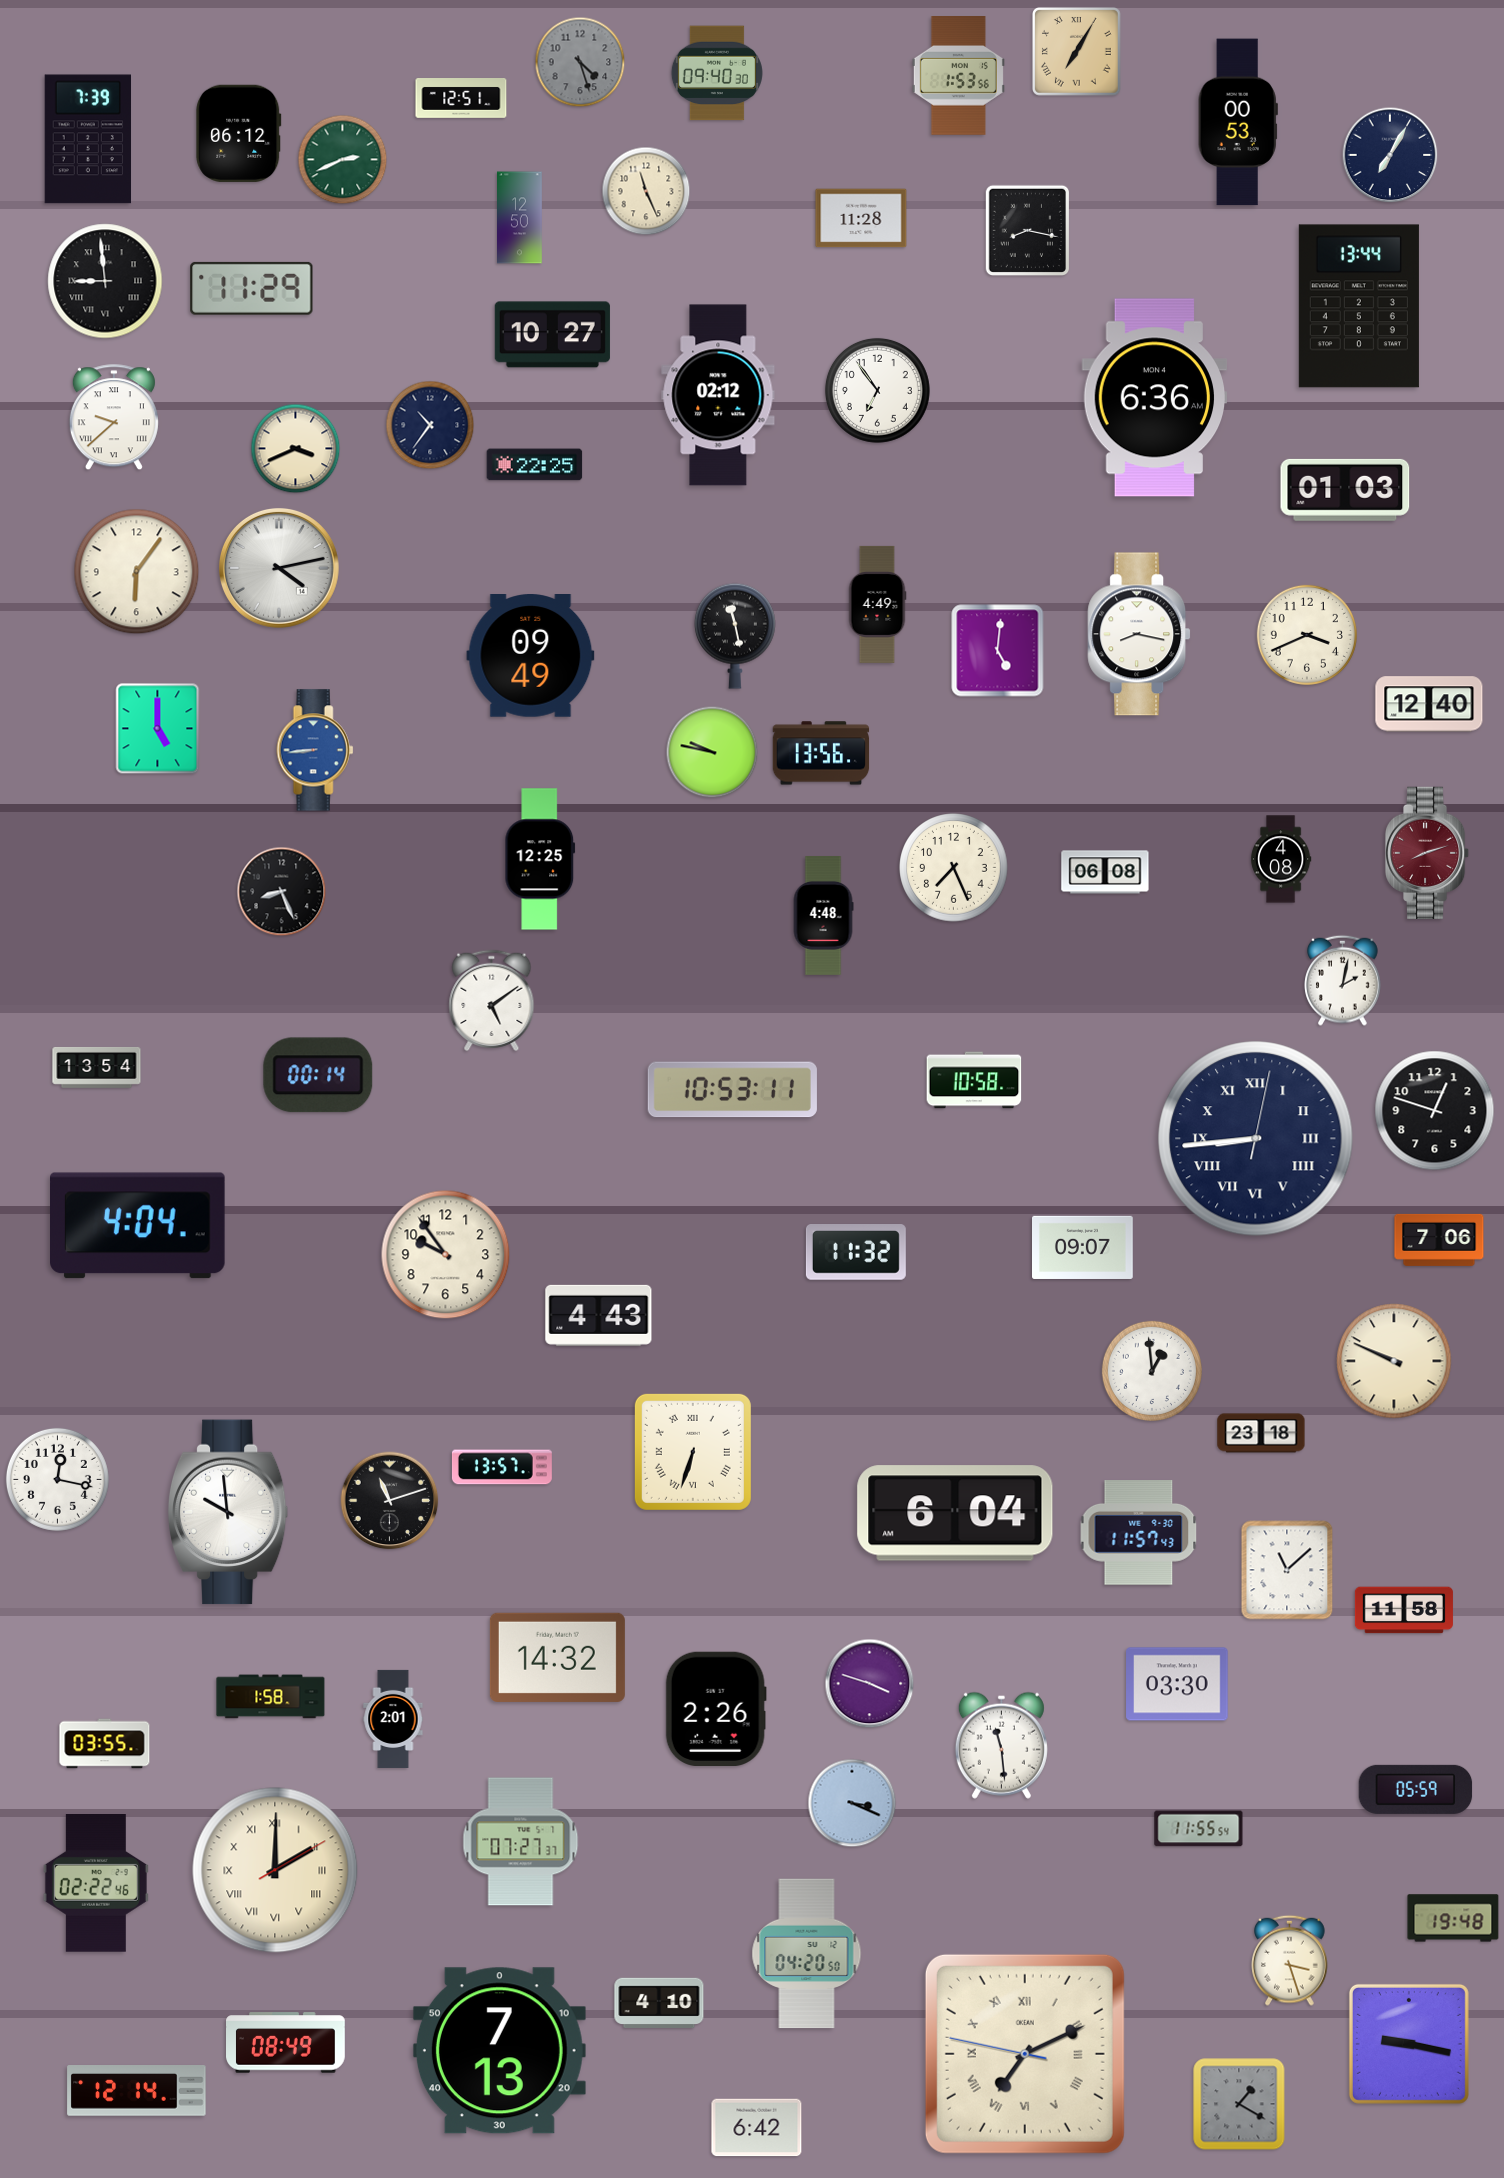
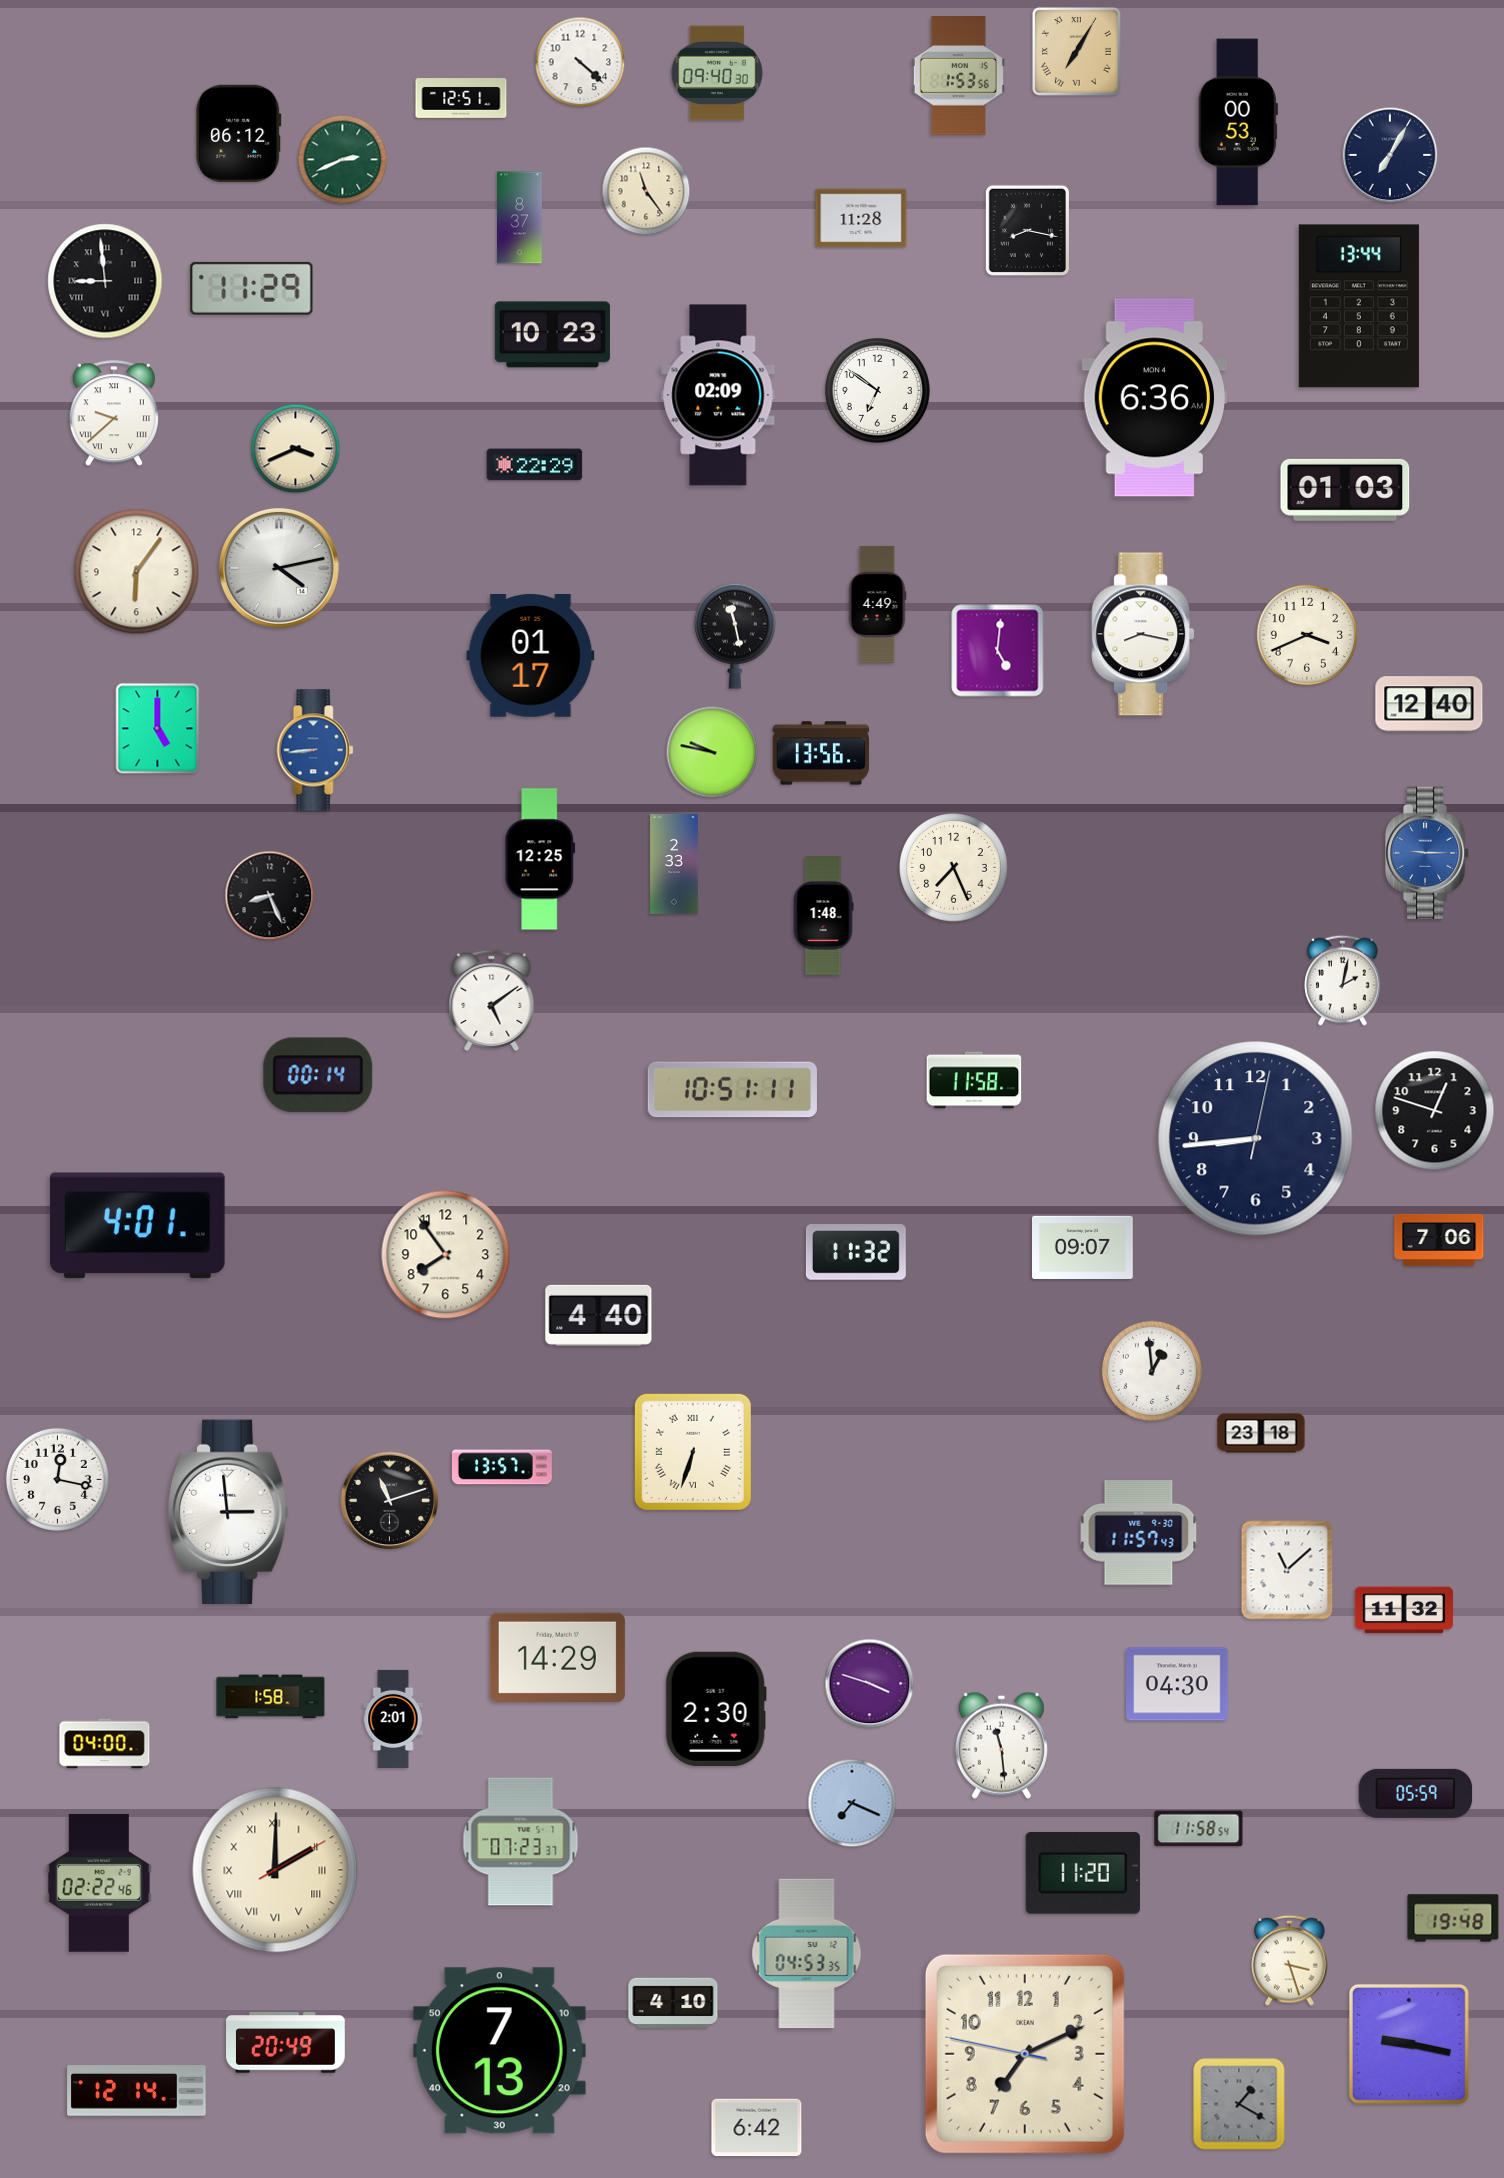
clock at (580, 62): 4:27 -> 4:22
clock at (580, 62) dial: grey -> white
clock at (87, 139): 7:39 -> none
clock at (646, 191): 11:26 -> 11:24
clock at (520, 218): 12:50 -> 8:37
clock at (552, 335): 10:27 -> 10:23
clock at (877, 390): 6:54 -> 6:51
clock at (718, 395): 02:12 -> 02:09
clock at (114, 418) position: (114, 418) -> (114, 414)
clock at (430, 425): 10:36 -> none
clock at (535, 465): 22:25 -> 22:29
clock at (1139, 634) position: (1139, 634) -> (1143, 634)
clock at (531, 656): 09:49 -> 01:17
clock at (1427, 852): 8:12 -> 9:15
clock at (1427, 852) dial: burgundy -> blue
clock at (1281, 859): 4:08 -> none
clock at (674, 864): none -> 2:33
clock at (1105, 872): 06:08 -> none
clock at (282, 892) position: (282, 892) -> (270, 896)
clock at (823, 916): 4:48 -> 1:48
clock at (97, 1067): 13:54 -> none
clock at (974, 1080): 10:58 -> 11:58
clock at (732, 1090): 10:53 -> 10:51
clock at (1256, 1139) numerals: Roman -> Arabic
clock at (138, 1226): 4:04 -> 4:01
clock at (446, 1255): 9:54 -> 7:54
clock at (599, 1315): 4:43 -> 4:40
clock at (1394, 1361): 9:49 -> none
clock at (228, 1512): 9:59 -> 2:59
clock at (955, 1513): 6:04 -> none
clock at (1404, 1610): 11:58 -> 11:32
clock at (557, 1657): 14:32 -> 14:29
clock at (1177, 1684): 03:30 -> 04:30
clock at (716, 1708): 2:26 -> 2:30
clock at (105, 1744): 03:55 -> 04:00
clock at (1416, 1789) position: (1416, 1789) -> (1416, 1793)
clock at (852, 1803): 3:19 -> 7:19
clock at (1199, 1829): 11:55 -> 11:58
clock at (521, 1842): 07:27 -> 07:23
clock at (1083, 1873): none -> 11:20
clock at (96, 1884) position: (96, 1884) -> (99, 1884)
clock at (807, 1954): 04:20 -> 04:53
clock at (659, 2002) position: (659, 2002) -> (673, 2002)
clock at (286, 2043): 08:49 -> 20:49
clock at (1025, 2054) numerals: Roman -> Arabic
